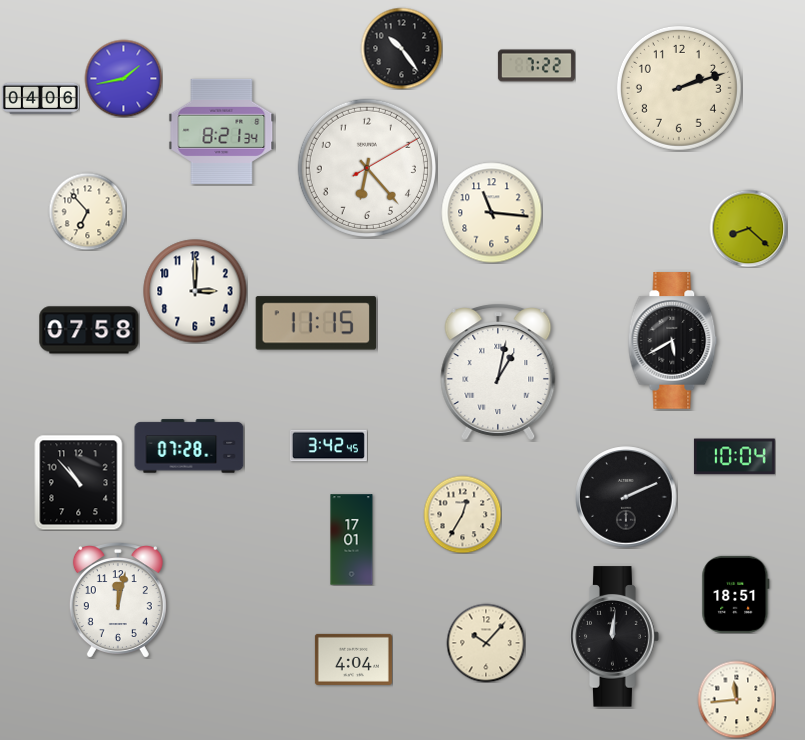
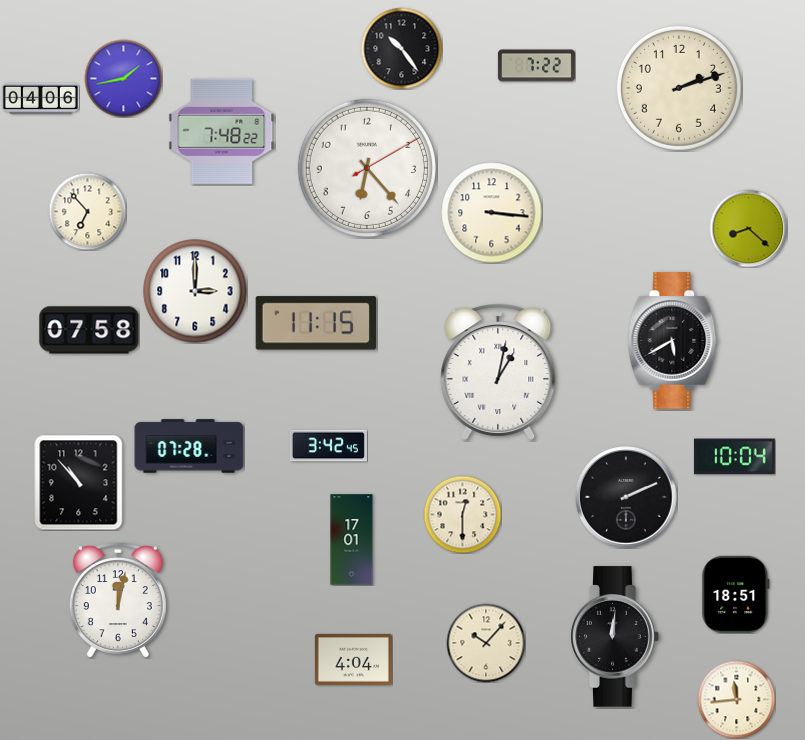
clock at (222, 131): 8:21 -> 7:48
clock at (492, 213): 11:16 -> 3:16
clock at (462, 514): 12:35 -> 12:30
